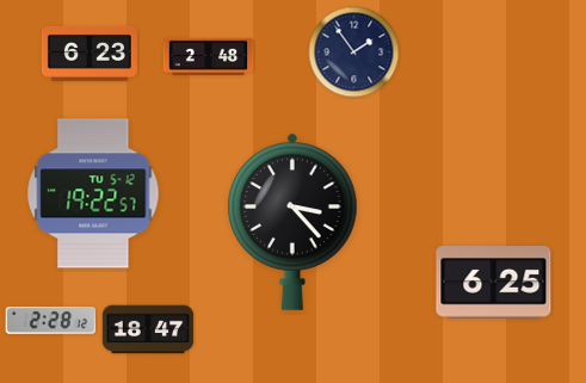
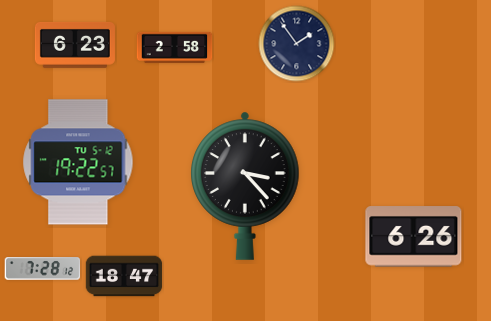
clock at (209, 56): 2:48 -> 2:58
clock at (494, 283): 6:25 -> 6:26
clock at (51, 321): 2:28 -> 7:28
